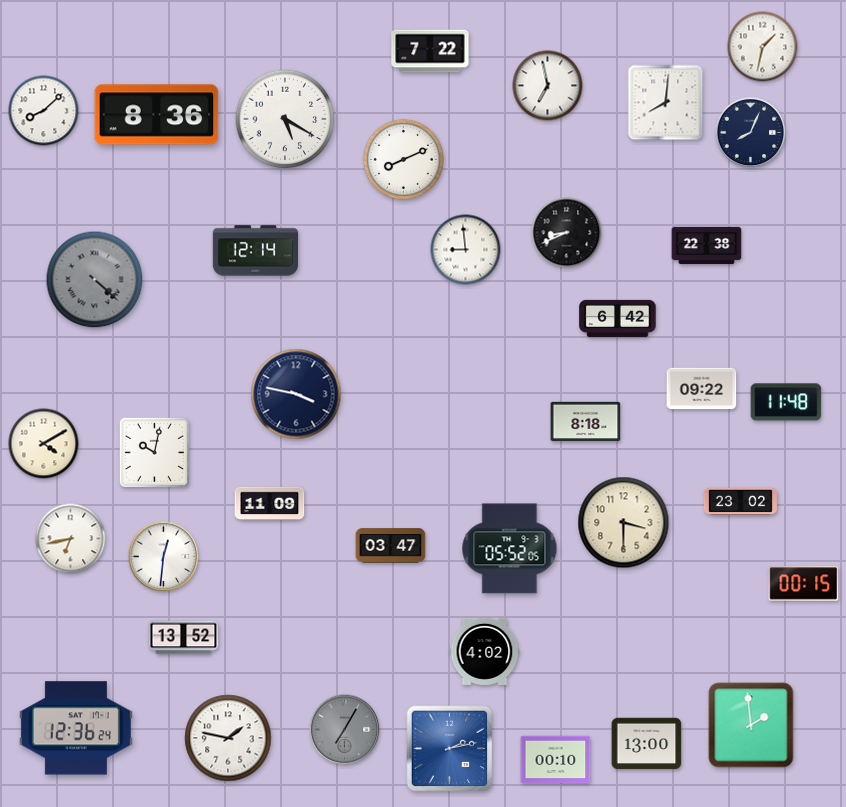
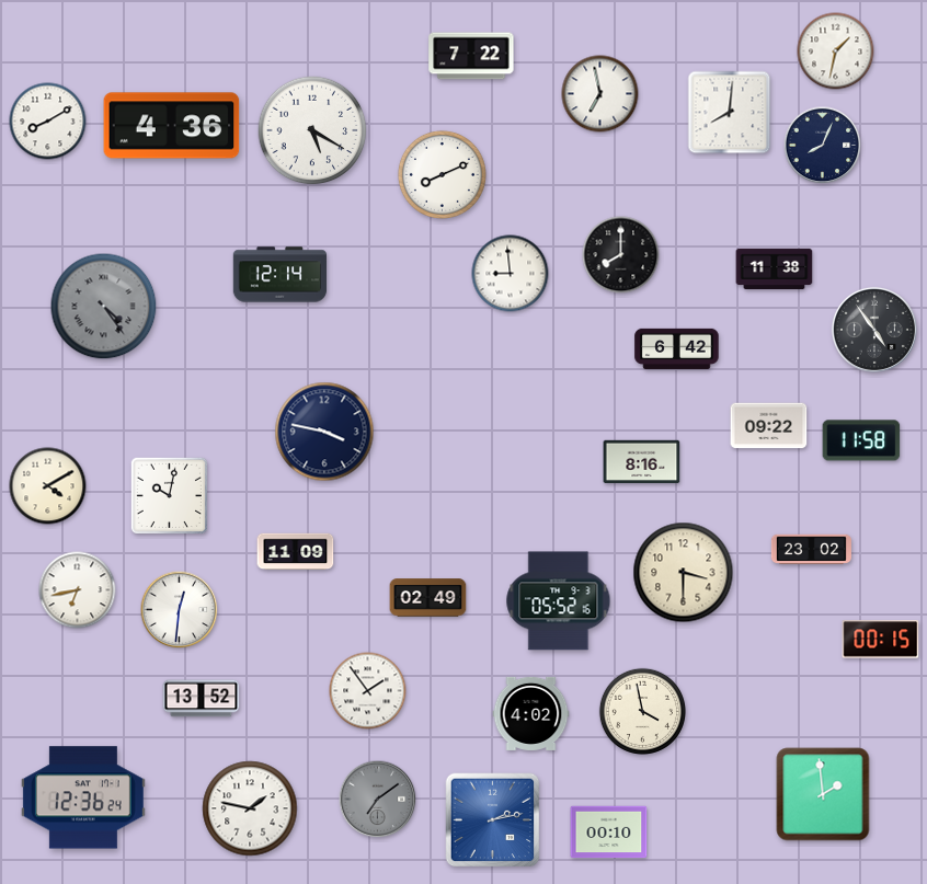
clock at (44, 111): 8:08 -> 8:10
clock at (157, 115): 8:36 -> 4:36
clock at (567, 233): 8:41 -> 8:00
clock at (707, 246): 22:38 -> 11:38
clock at (95, 280): 4:22 -> 4:24
clock at (874, 330): none -> 4:54
clock at (786, 402): 11:48 -> 11:58
clock at (586, 422): 8:18 -> 8:16
clock at (391, 546): 03:47 -> 02:49
clock at (510, 549): 05:52:05 -> 05:52:16
clock at (368, 691): none -> 1:54
clock at (642, 711): none -> 3:58
clock at (345, 730): 7:05 -> 7:09
clock at (647, 744): 13:00 -> none
